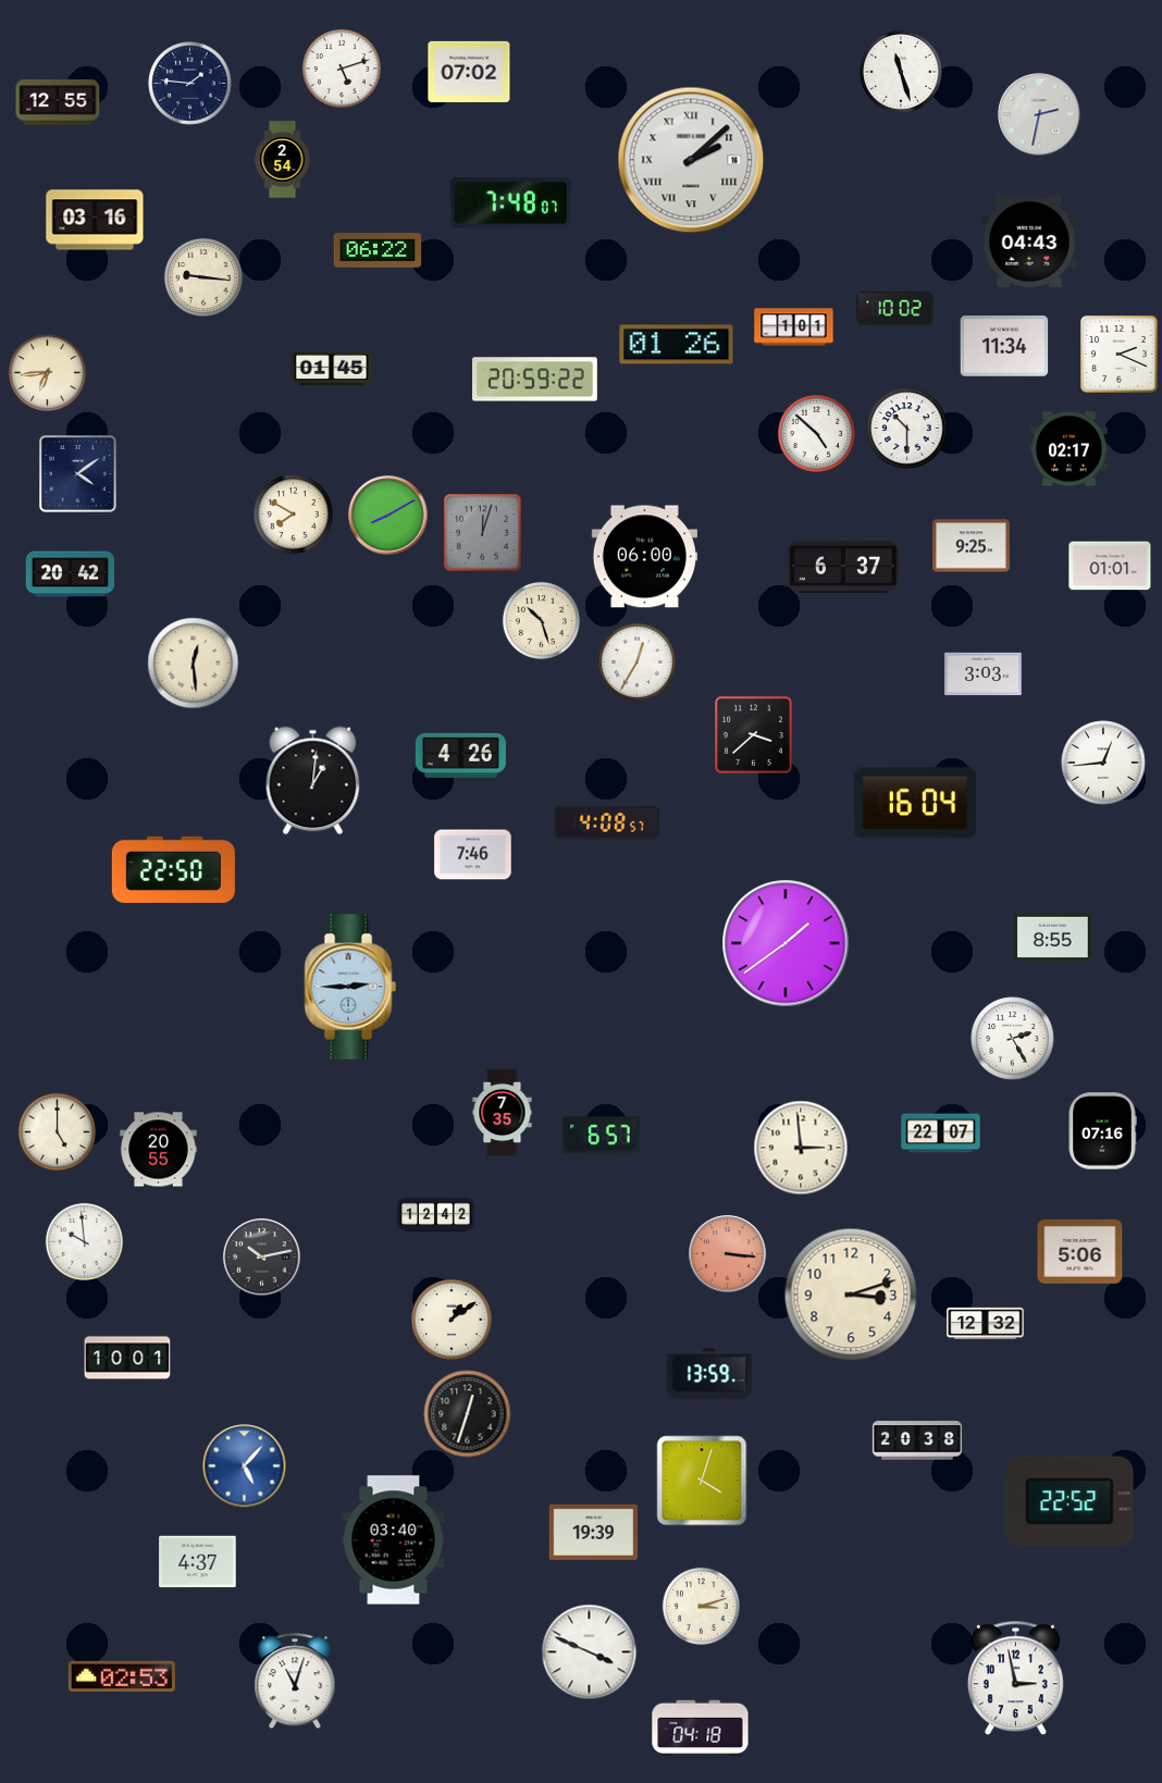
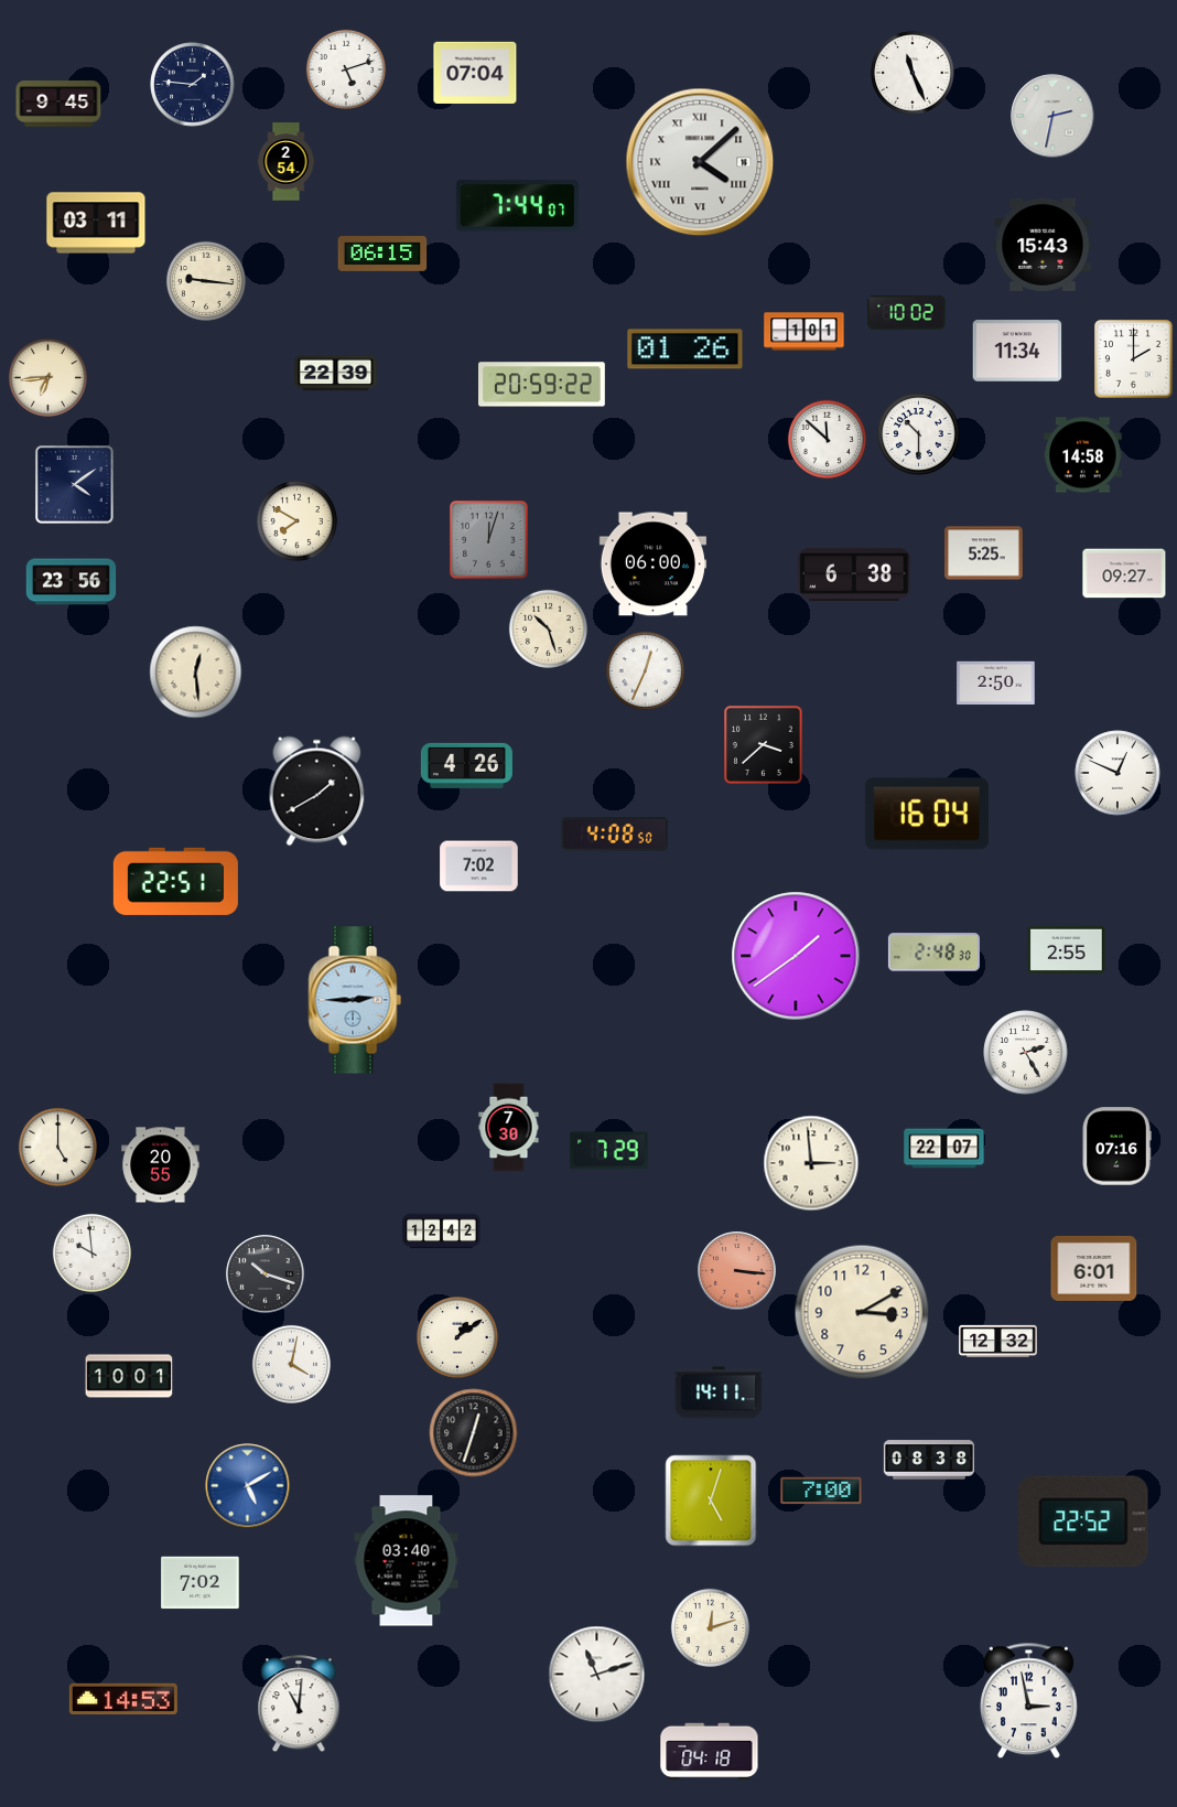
clock at (469, 72): 07:02 -> 07:04
clock at (901, 72): 11:27 -> 11:26
clock at (58, 103): 12:55 -> 9:45
clock at (691, 160): 2:08 -> 4:08
clock at (510, 203): 7:48 -> 7:44
clock at (95, 220): 03:16 -> 03:11
clock at (1029, 242): 04:43 -> 15:43
clock at (378, 251): 06:22 -> 06:15
clock at (1120, 355): 2:19 -> 2:00
clock at (332, 369): 01:45 -> 22:39
clock at (816, 433): 4:52 -> 11:52
clock at (1070, 449): 02:17 -> 14:58
clock at (78, 474) position: (78, 474) -> (75, 485)
clock at (388, 516): 8:10 -> none
clock at (972, 546): 9:25 -> 5:25
clock at (1110, 566): 01:01 -> 09:27
clock at (843, 567): 6:37 -> 6:38
clock at (71, 574): 20:42 -> 23:56
clock at (636, 661): 12:35 -> 12:34
clock at (984, 674): 3:03 -> 2:50
clock at (1103, 763): 12:44 -> 12:49
clock at (313, 781): 1:01 -> 1:40
clock at (606, 822): 4:08:57 -> 4:08:50
clock at (473, 855): 7:46 -> 7:02
clock at (173, 869): 22:50 -> 22:51
clock at (1053, 938): 8:55 -> 2:55
clock at (933, 953): none -> 2:48
clock at (503, 1113): 7:35 -> 7:30
clock at (941, 1134) position: (941, 1134) -> (944, 1149)
clock at (602, 1136): 6:57 -> 7:29
clock at (84, 1241) position: (84, 1241) -> (91, 1252)
clock at (1080, 1251): 5:06 -> 6:01
clock at (262, 1258): 10:13 -> 10:18
clock at (851, 1295): 3:12 -> 3:10
clock at (291, 1364): none -> 4:02
clock at (709, 1374): 13:59 -> 14:11
clock at (917, 1440): 20:38 -> 08:38
clock at (245, 1466): 5:07 -> 5:10
clock at (821, 1491): none -> 7:00
clock at (702, 1481): 4:03 -> 5:03
clock at (594, 1532): 19:39 -> none
clock at (394, 1540) position: (394, 1540) -> (407, 1561)
clock at (198, 1562): 4:37 -> 7:02
clock at (701, 1606): 3:12 -> 12:12
clock at (590, 1652): 3:49 -> 11:12
clock at (122, 1676): 02:53 -> 14:53
clock at (295, 1682): 11:03 -> 11:01
